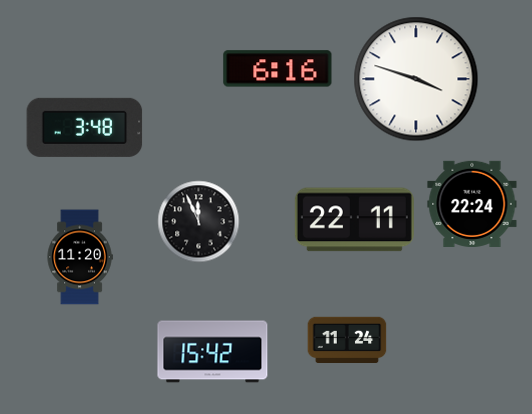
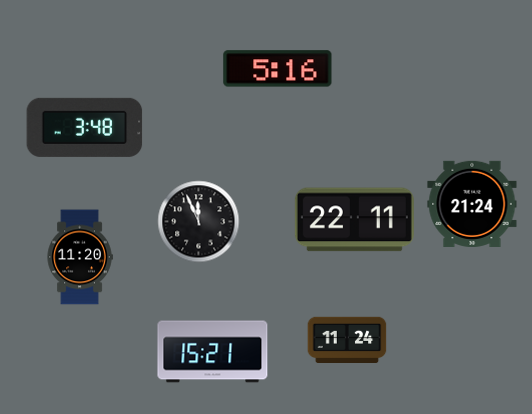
clock at (278, 69): 6:16 -> 5:16
clock at (416, 79): 3:48 -> none
clock at (472, 204): 22:24 -> 21:24
clock at (213, 352): 15:42 -> 15:21
